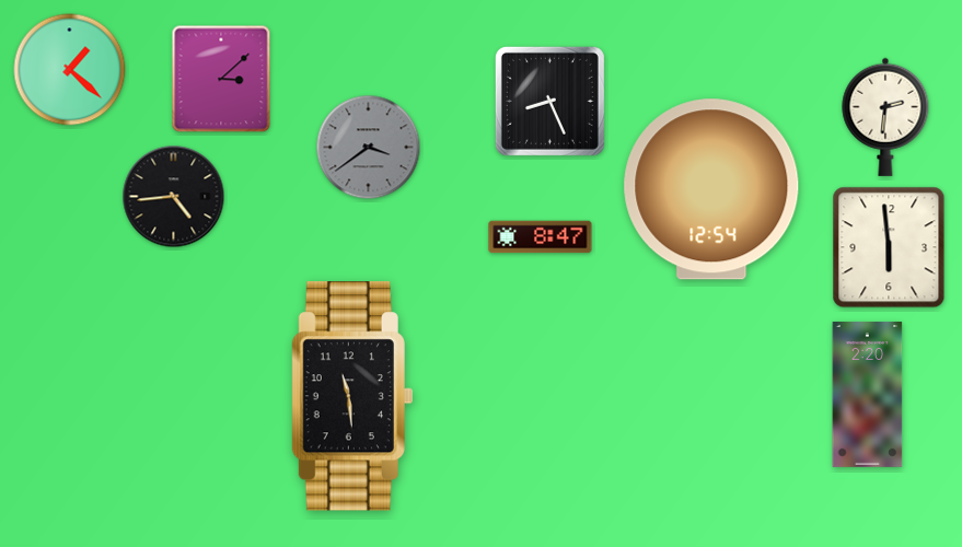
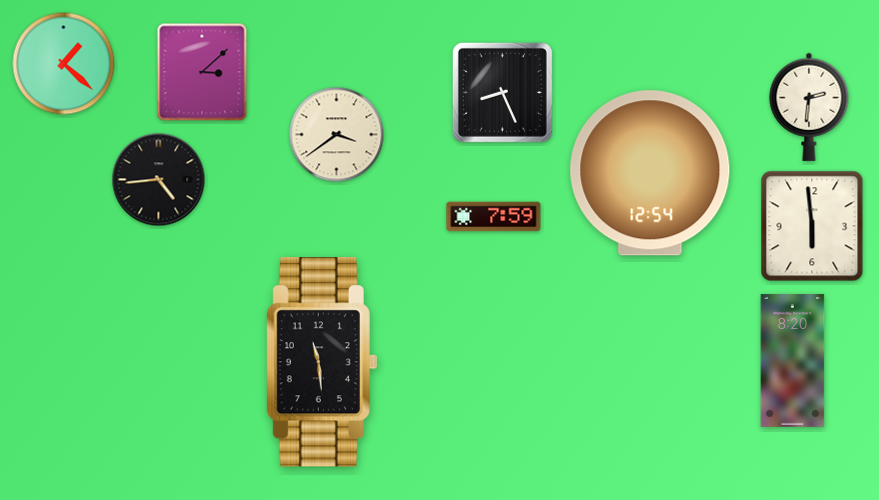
clock at (369, 148) dial: grey -> cream
clock at (541, 237): 8:47 -> 7:59
clock at (868, 395): 2:20 -> 8:20
